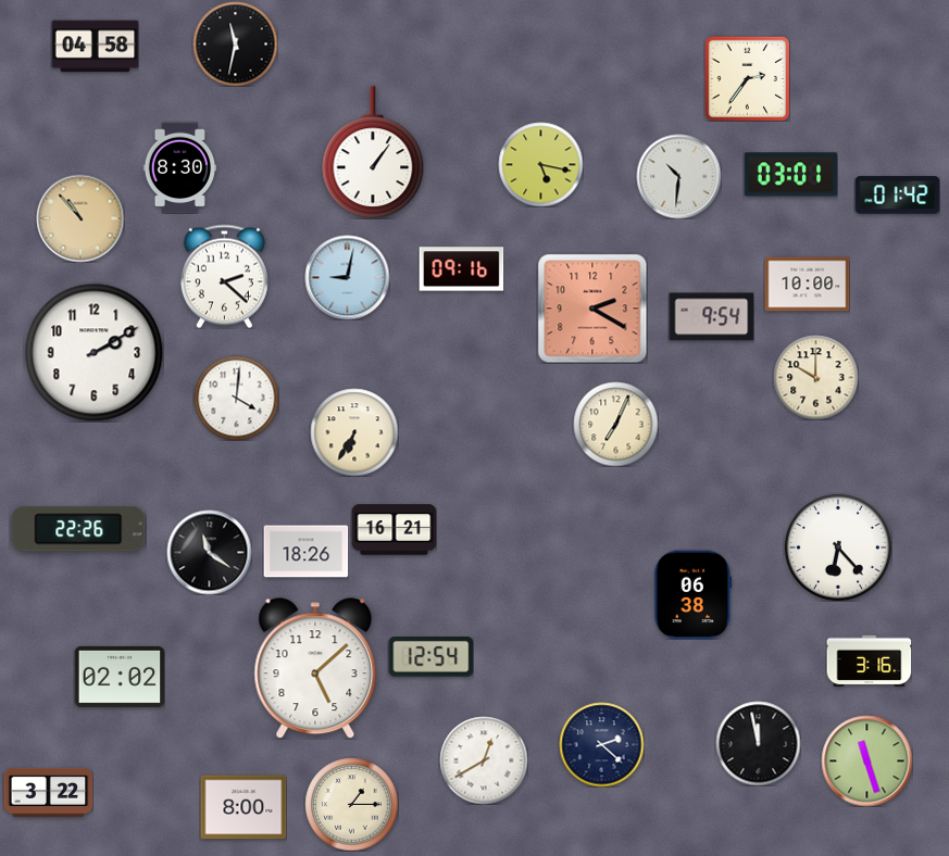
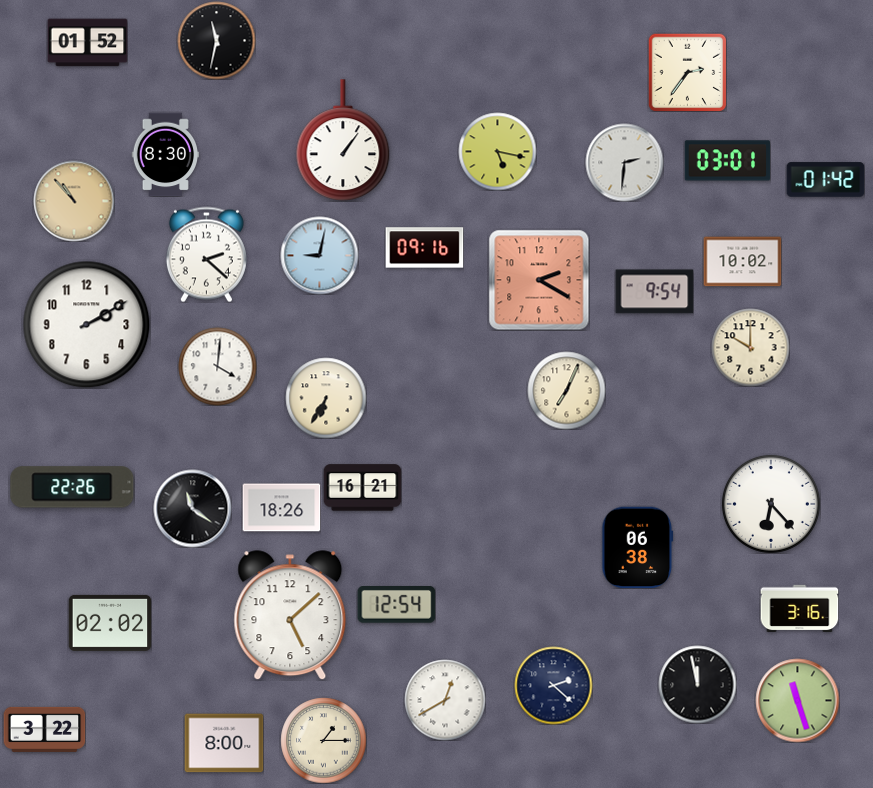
clock at (95, 47): 04:58 -> 01:52
clock at (678, 176): 10:31 -> 2:31
clock at (807, 285): 10:00 -> 10:02
clock at (592, 309) position: (592, 309) -> (539, 280)
